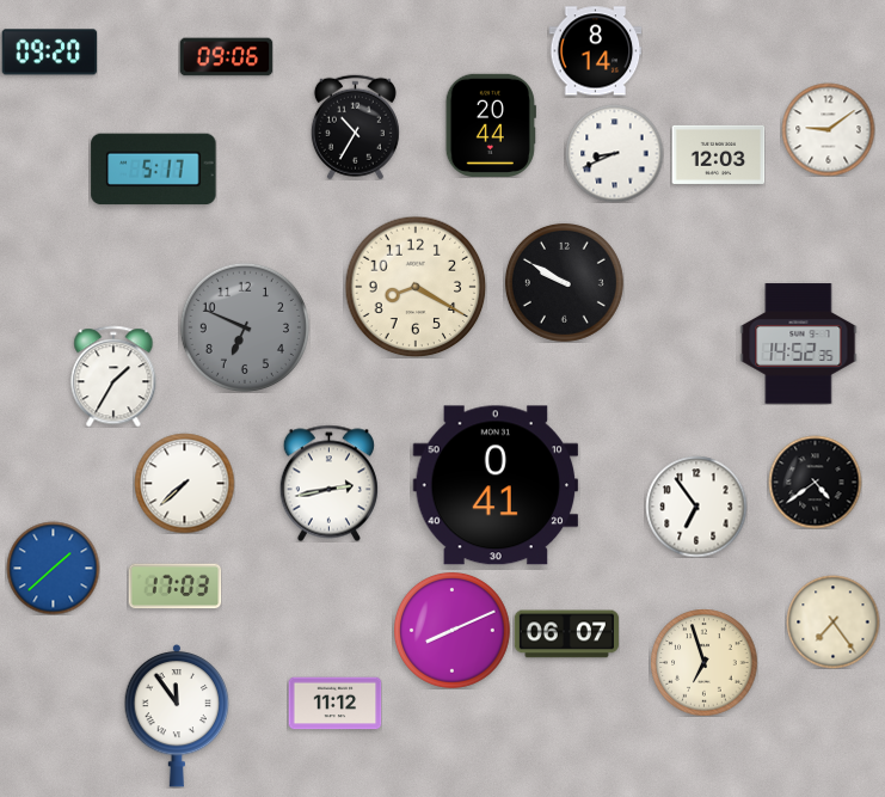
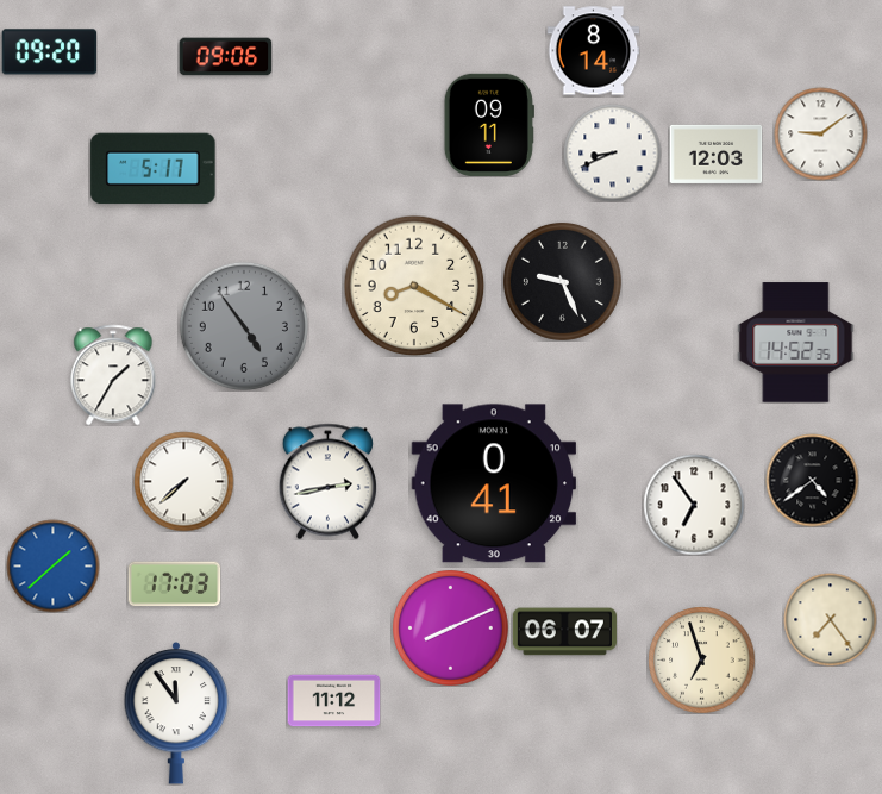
clock at (491, 125): 20:44 -> 09:11
clock at (355, 127): 10:35 -> none
clock at (828, 129) position: (828, 129) -> (820, 133)
clock at (564, 282): 9:50 -> 9:26
clock at (245, 327): 6:49 -> 4:54
